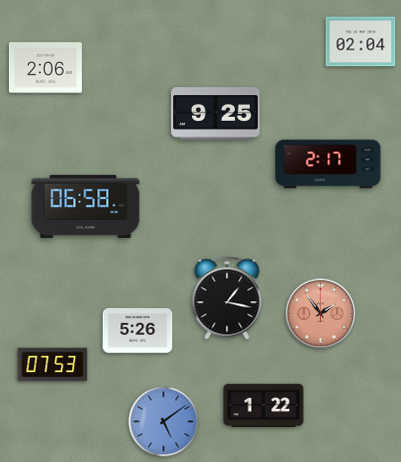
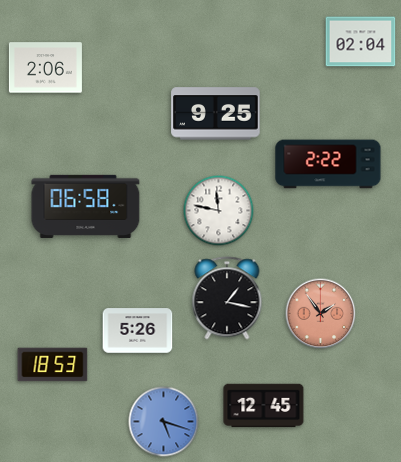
clock at (328, 164): 2:17 -> 2:22
clock at (219, 211): none -> 11:47
clock at (53, 365): 07:53 -> 18:53
clock at (264, 406): 1:22 -> 12:45
clock at (164, 422): 5:09 -> 5:18
